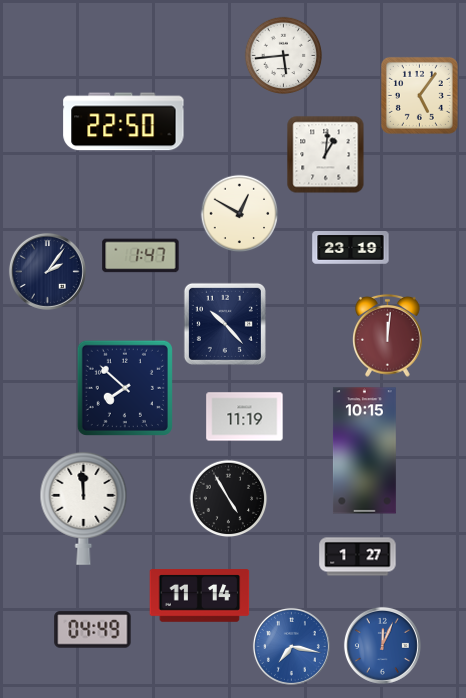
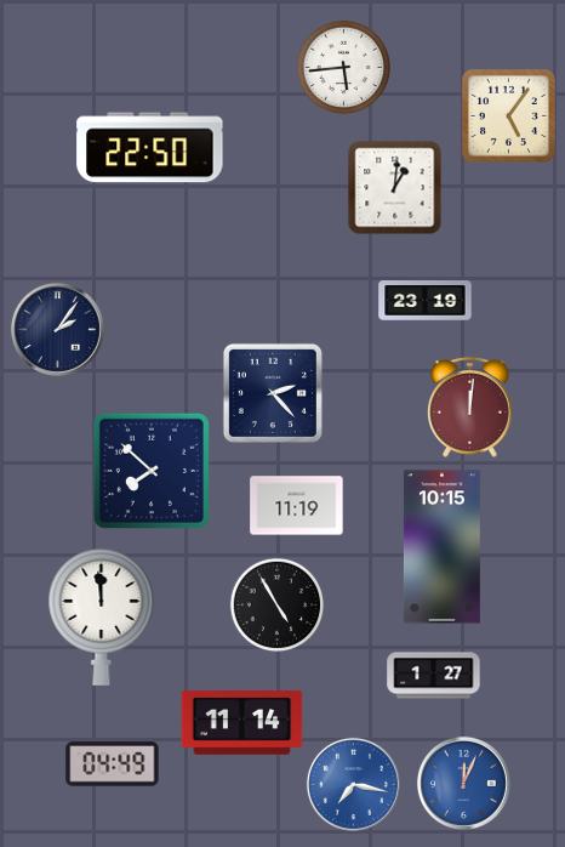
clock at (239, 213): 12:50 -> none
clock at (141, 256): 1:47 -> none
clock at (225, 324): 10:23 -> 2:23
